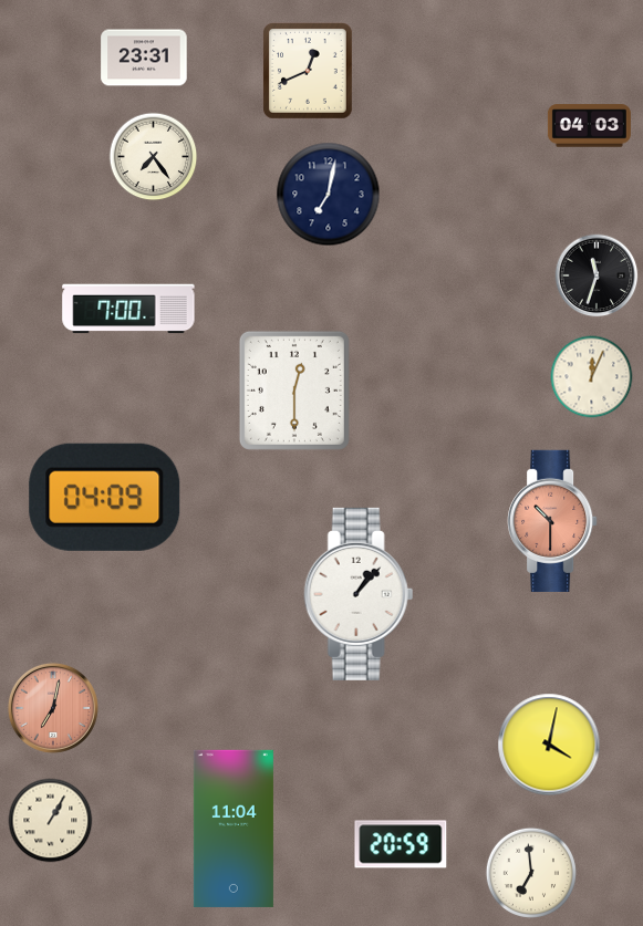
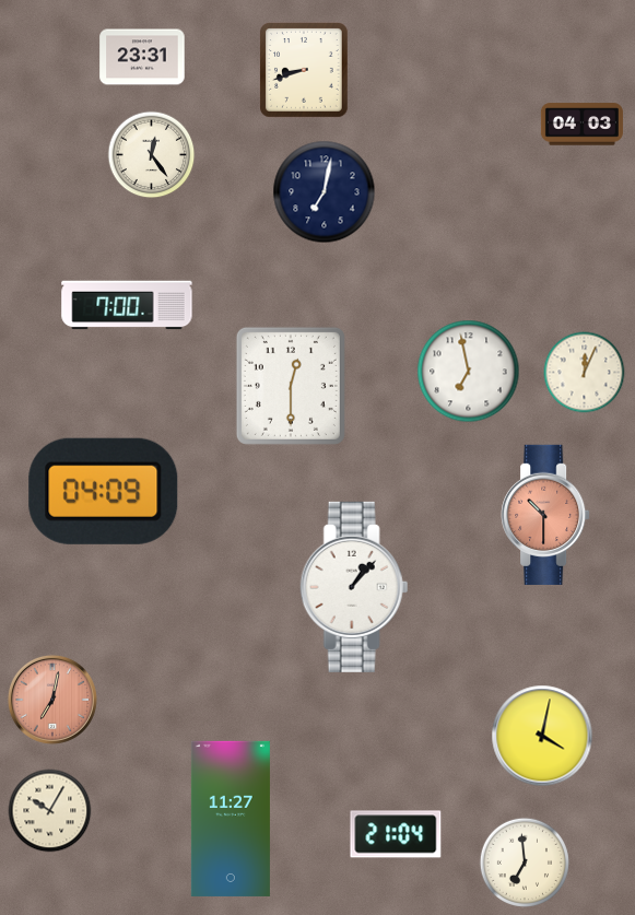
clock at (309, 72): 12:41 -> 8:42
clock at (154, 157): 7:24 -> 12:24
clock at (597, 275): 11:33 -> none
clock at (469, 372): none -> 6:58
clock at (51, 821): 1:05 -> 10:05
clock at (234, 829): 11:04 -> 11:27
clock at (401, 844): 20:59 -> 21:04
